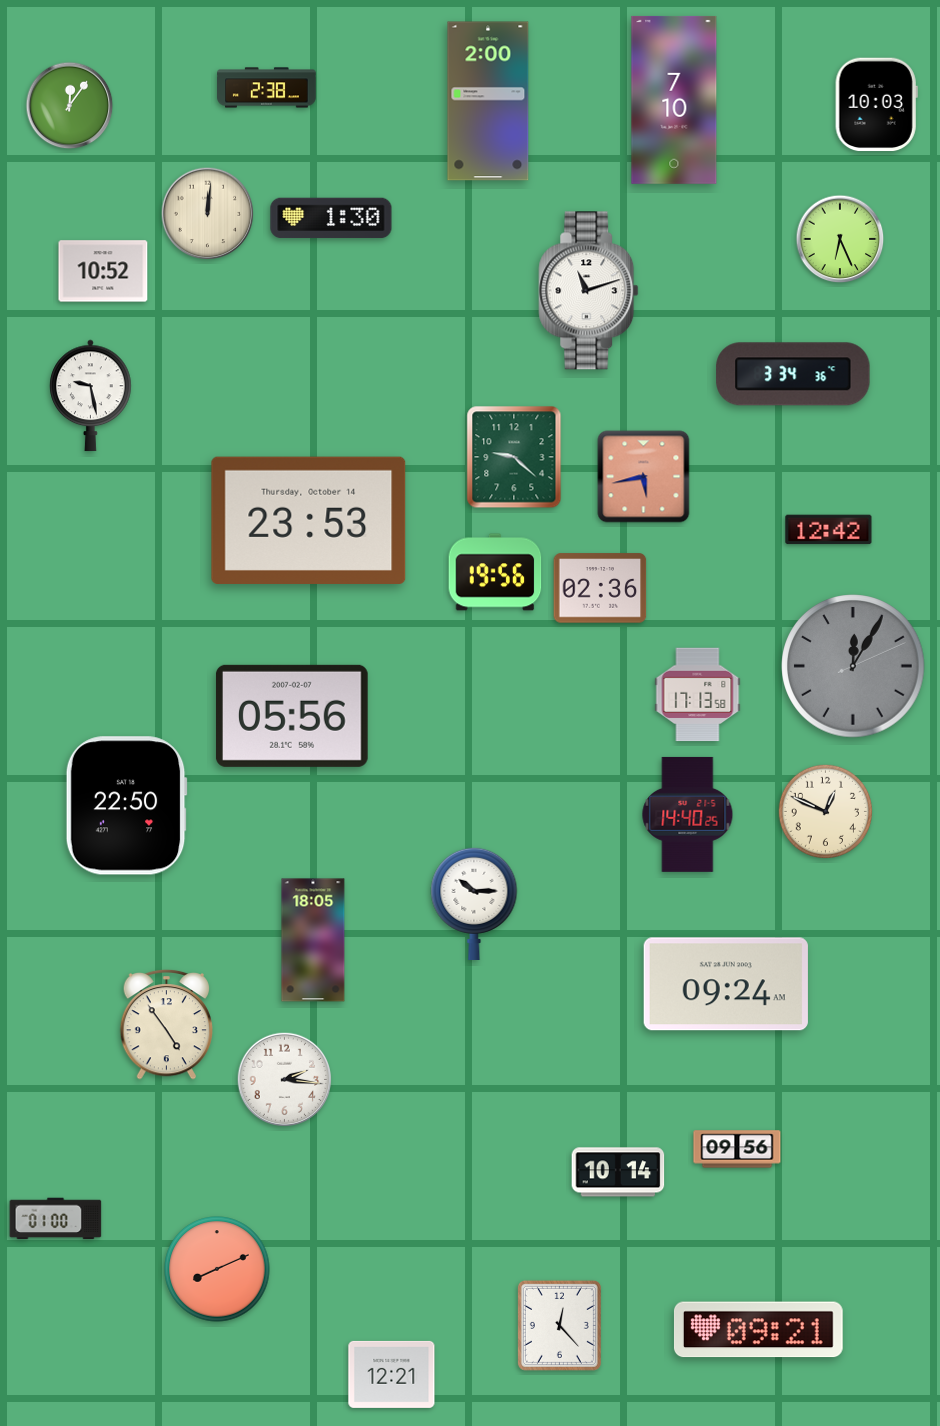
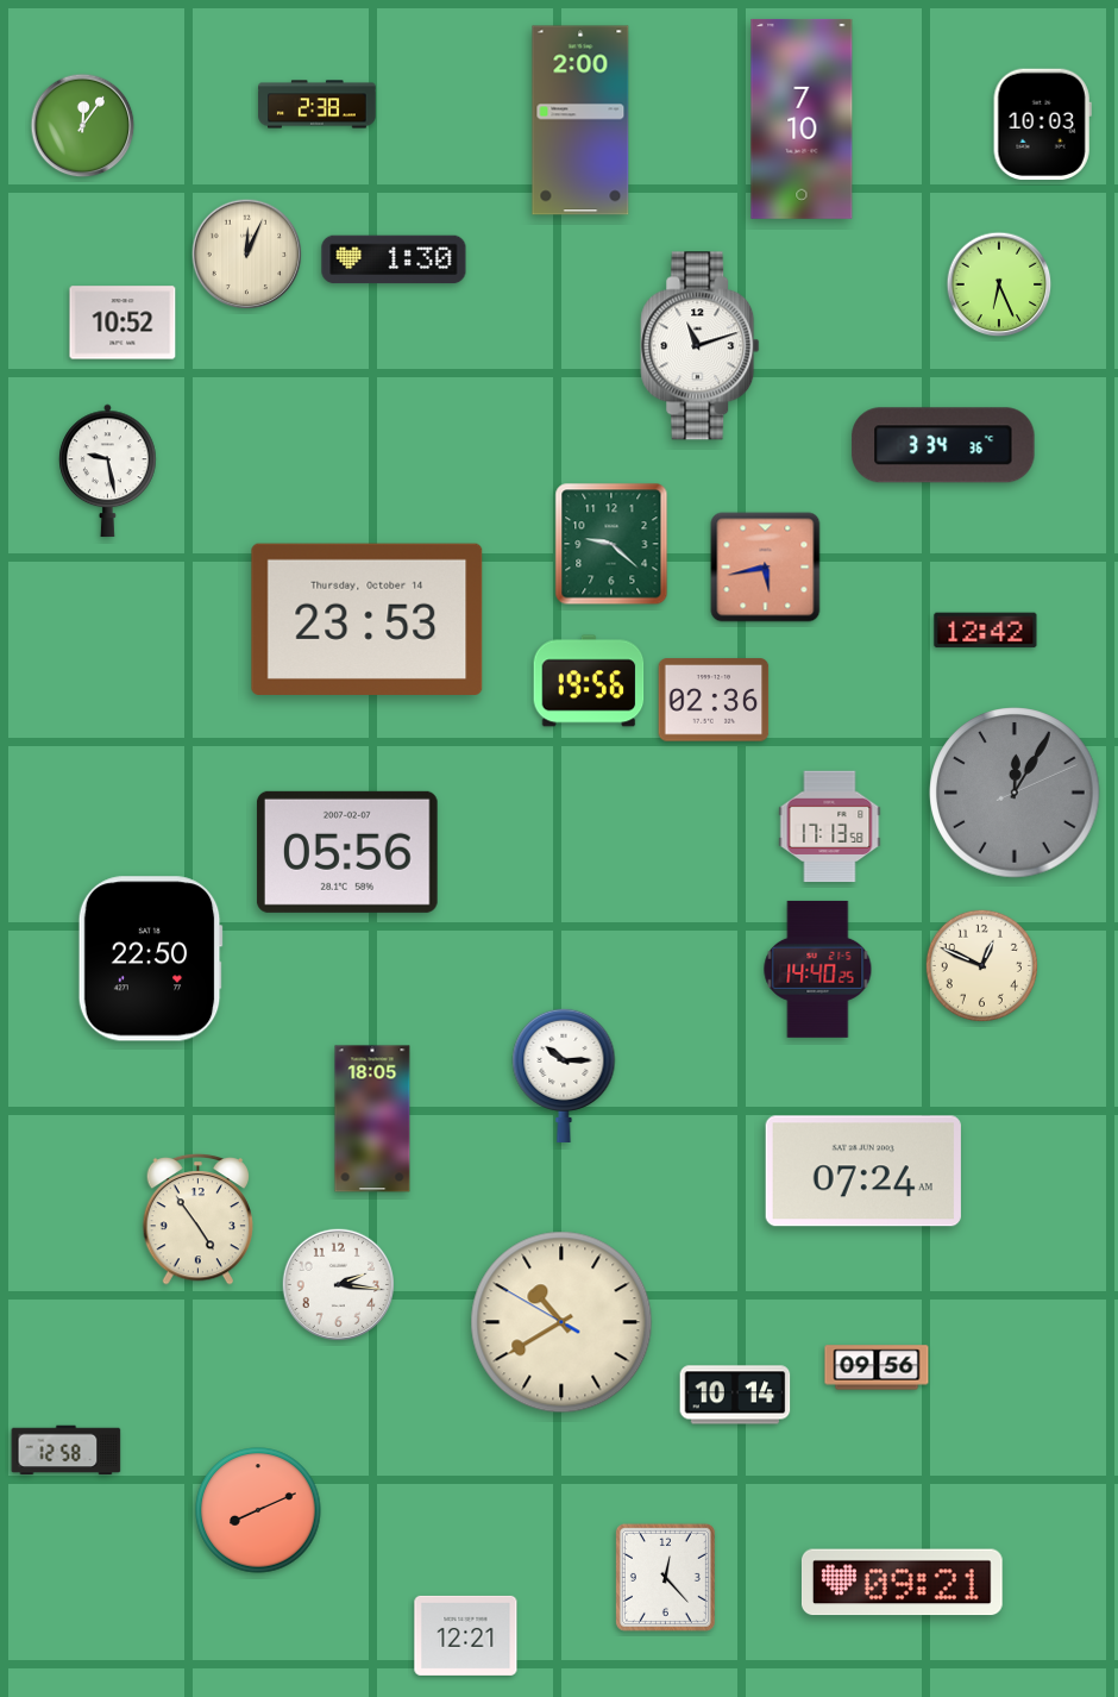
clock at (208, 214): 12:01 -> 12:04
clock at (726, 984): 09:24 -> 07:24
clock at (561, 1322): none -> 10:39
clock at (56, 1219): 01:00 -> 12:58
